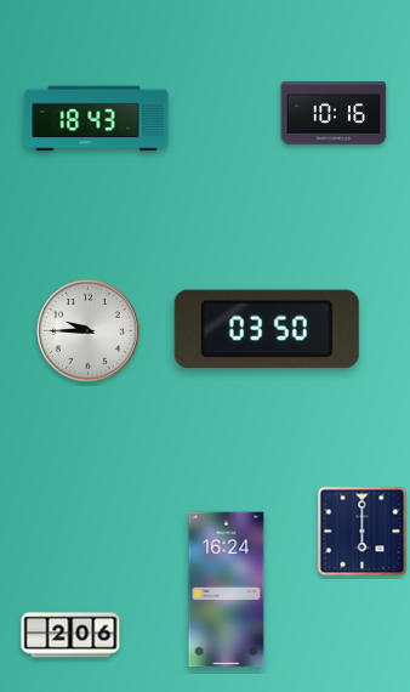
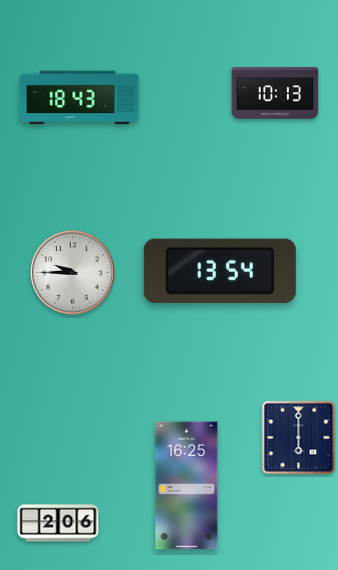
clock at (334, 113): 10:16 -> 10:13
clock at (267, 329): 03:50 -> 13:54
clock at (227, 590): 16:24 -> 16:25
